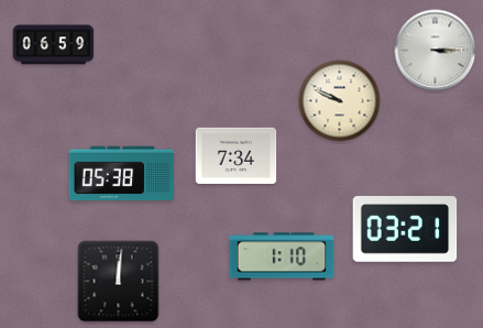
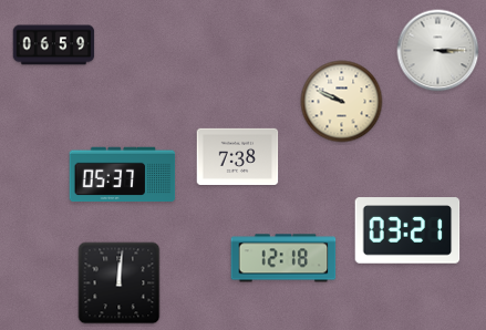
clock at (237, 155): 7:34 -> 7:38
clock at (122, 174): 05:38 -> 05:37
clock at (282, 256): 1:10 -> 12:18
